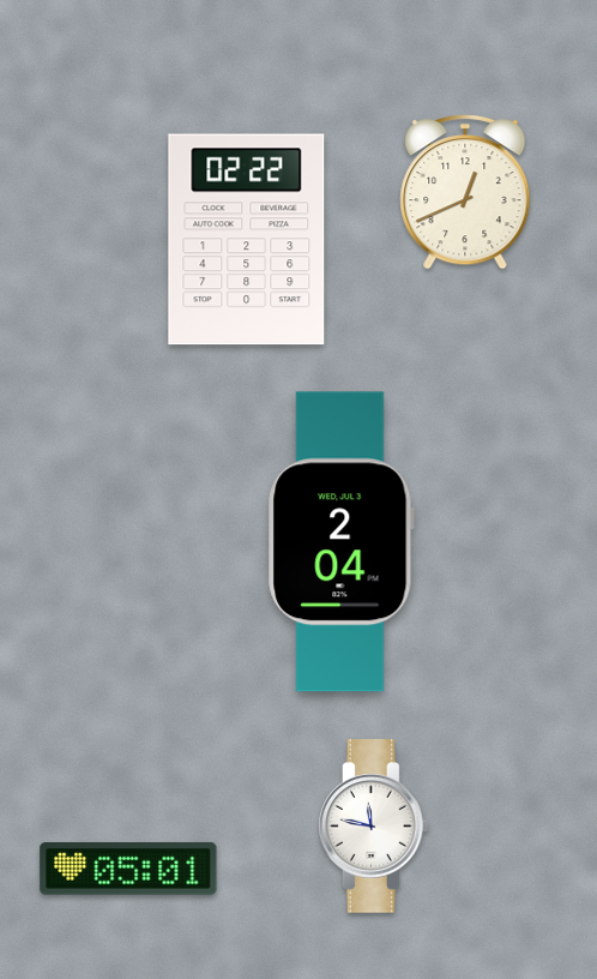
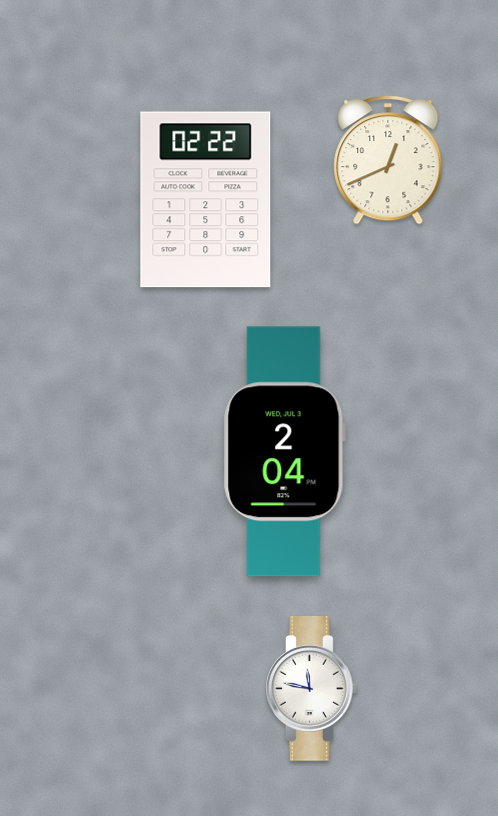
clock at (128, 869): 05:01 -> none
